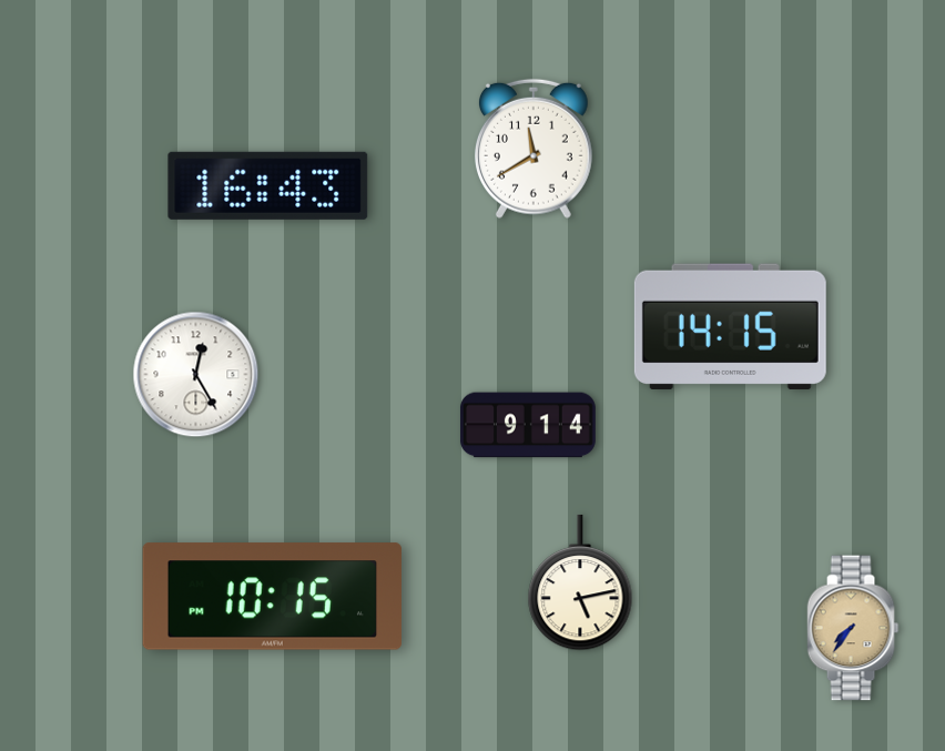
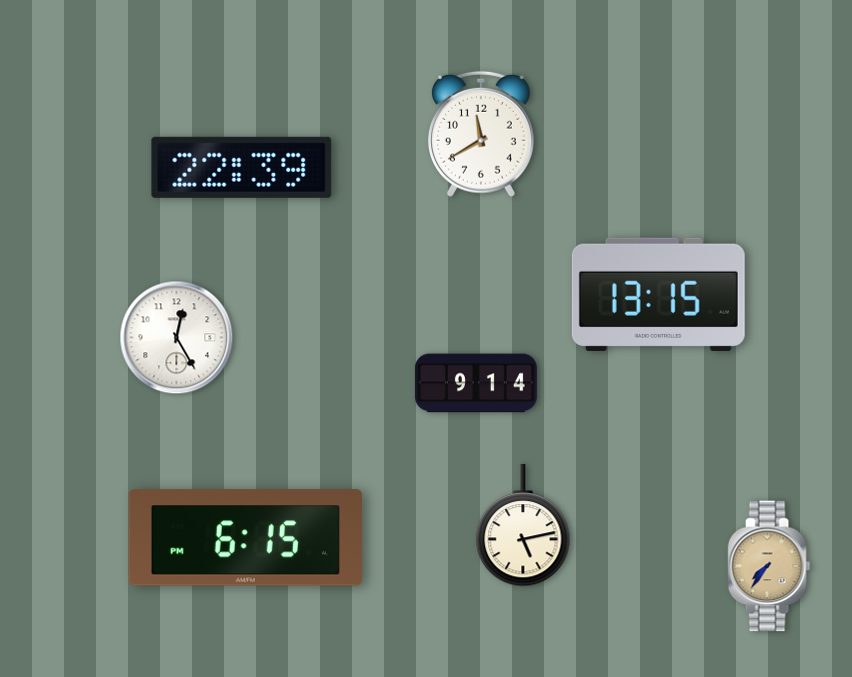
clock at (268, 185): 16:43 -> 22:39
clock at (730, 326): 14:15 -> 13:15
clock at (272, 597): 10:15 -> 6:15
